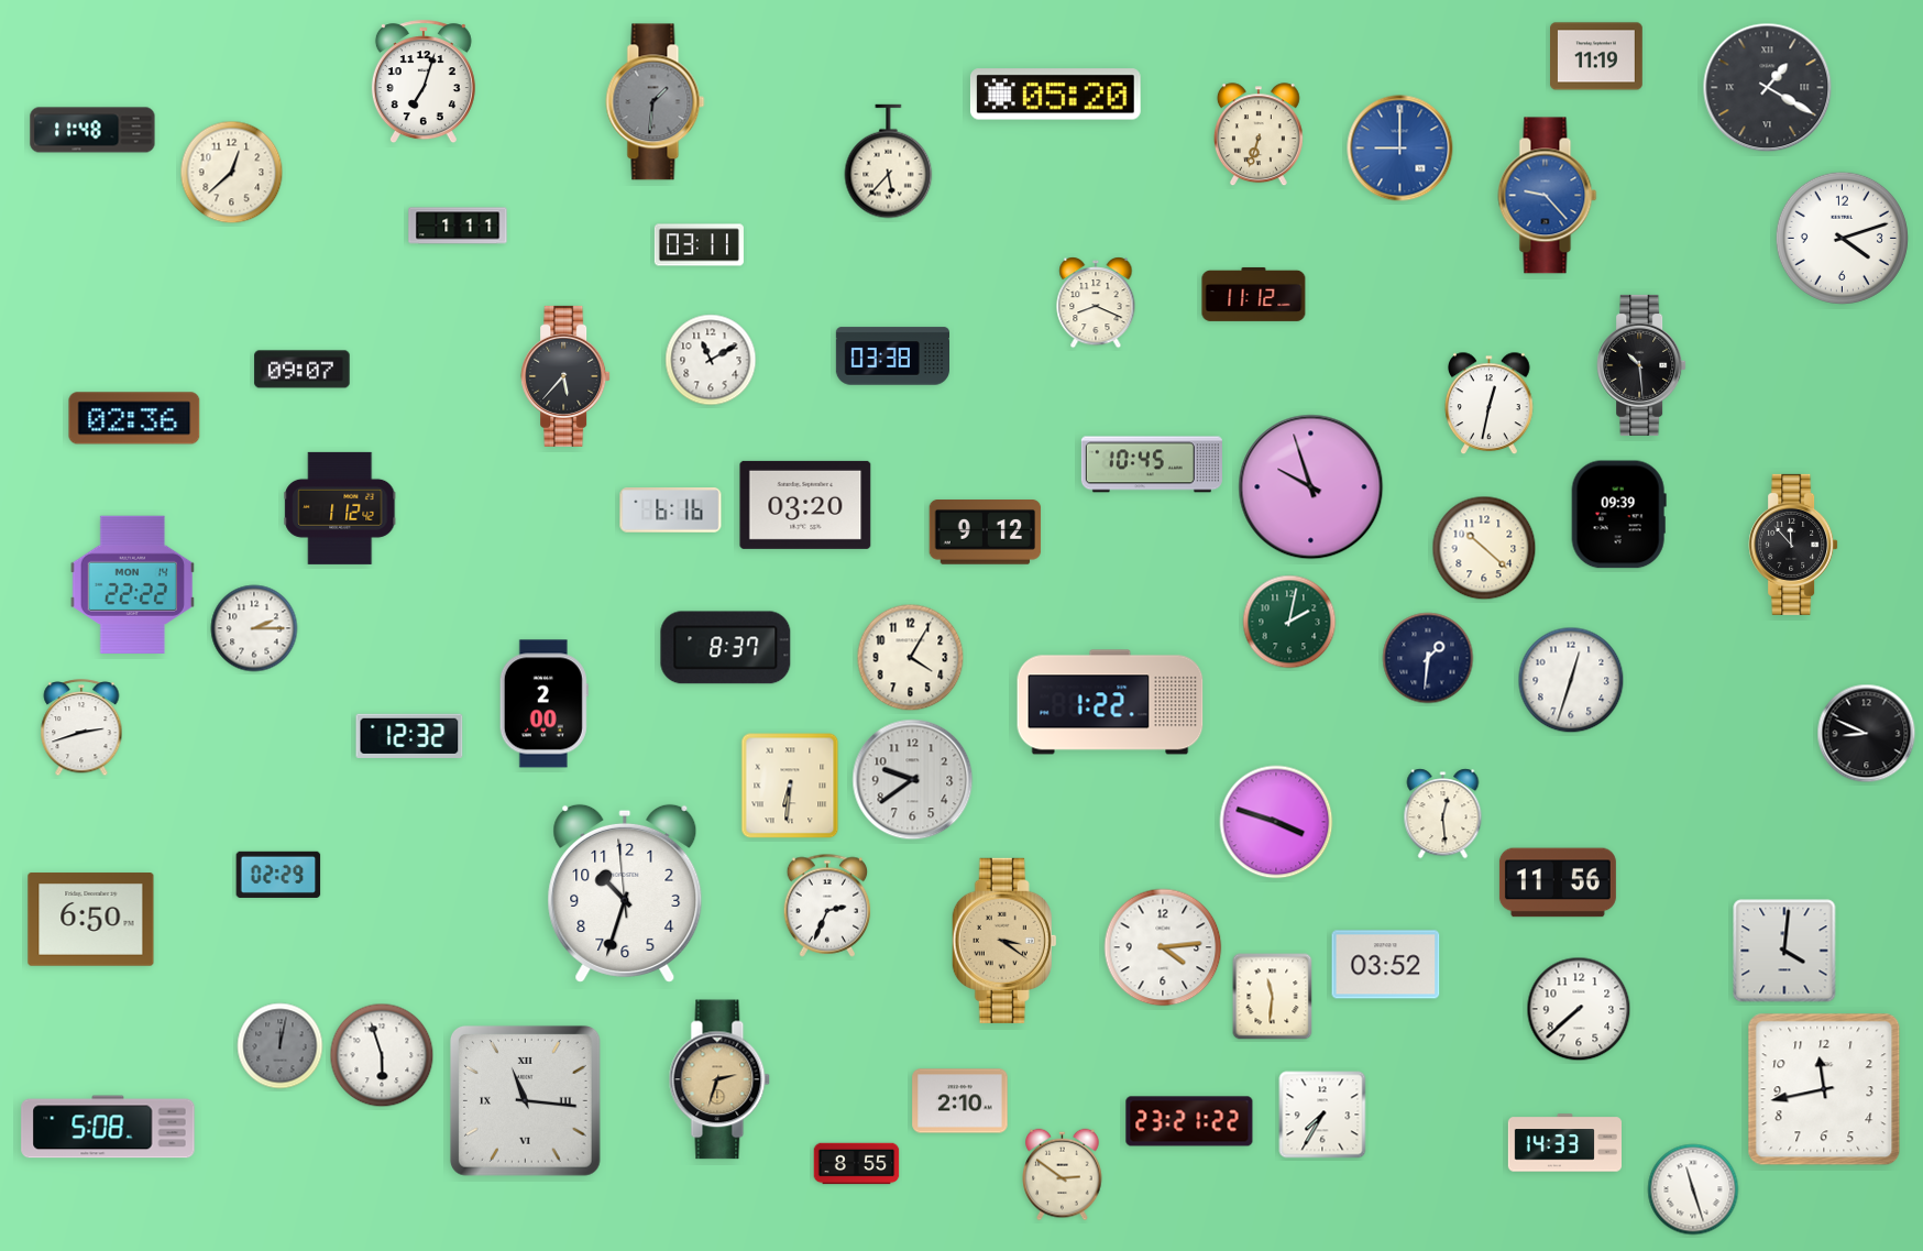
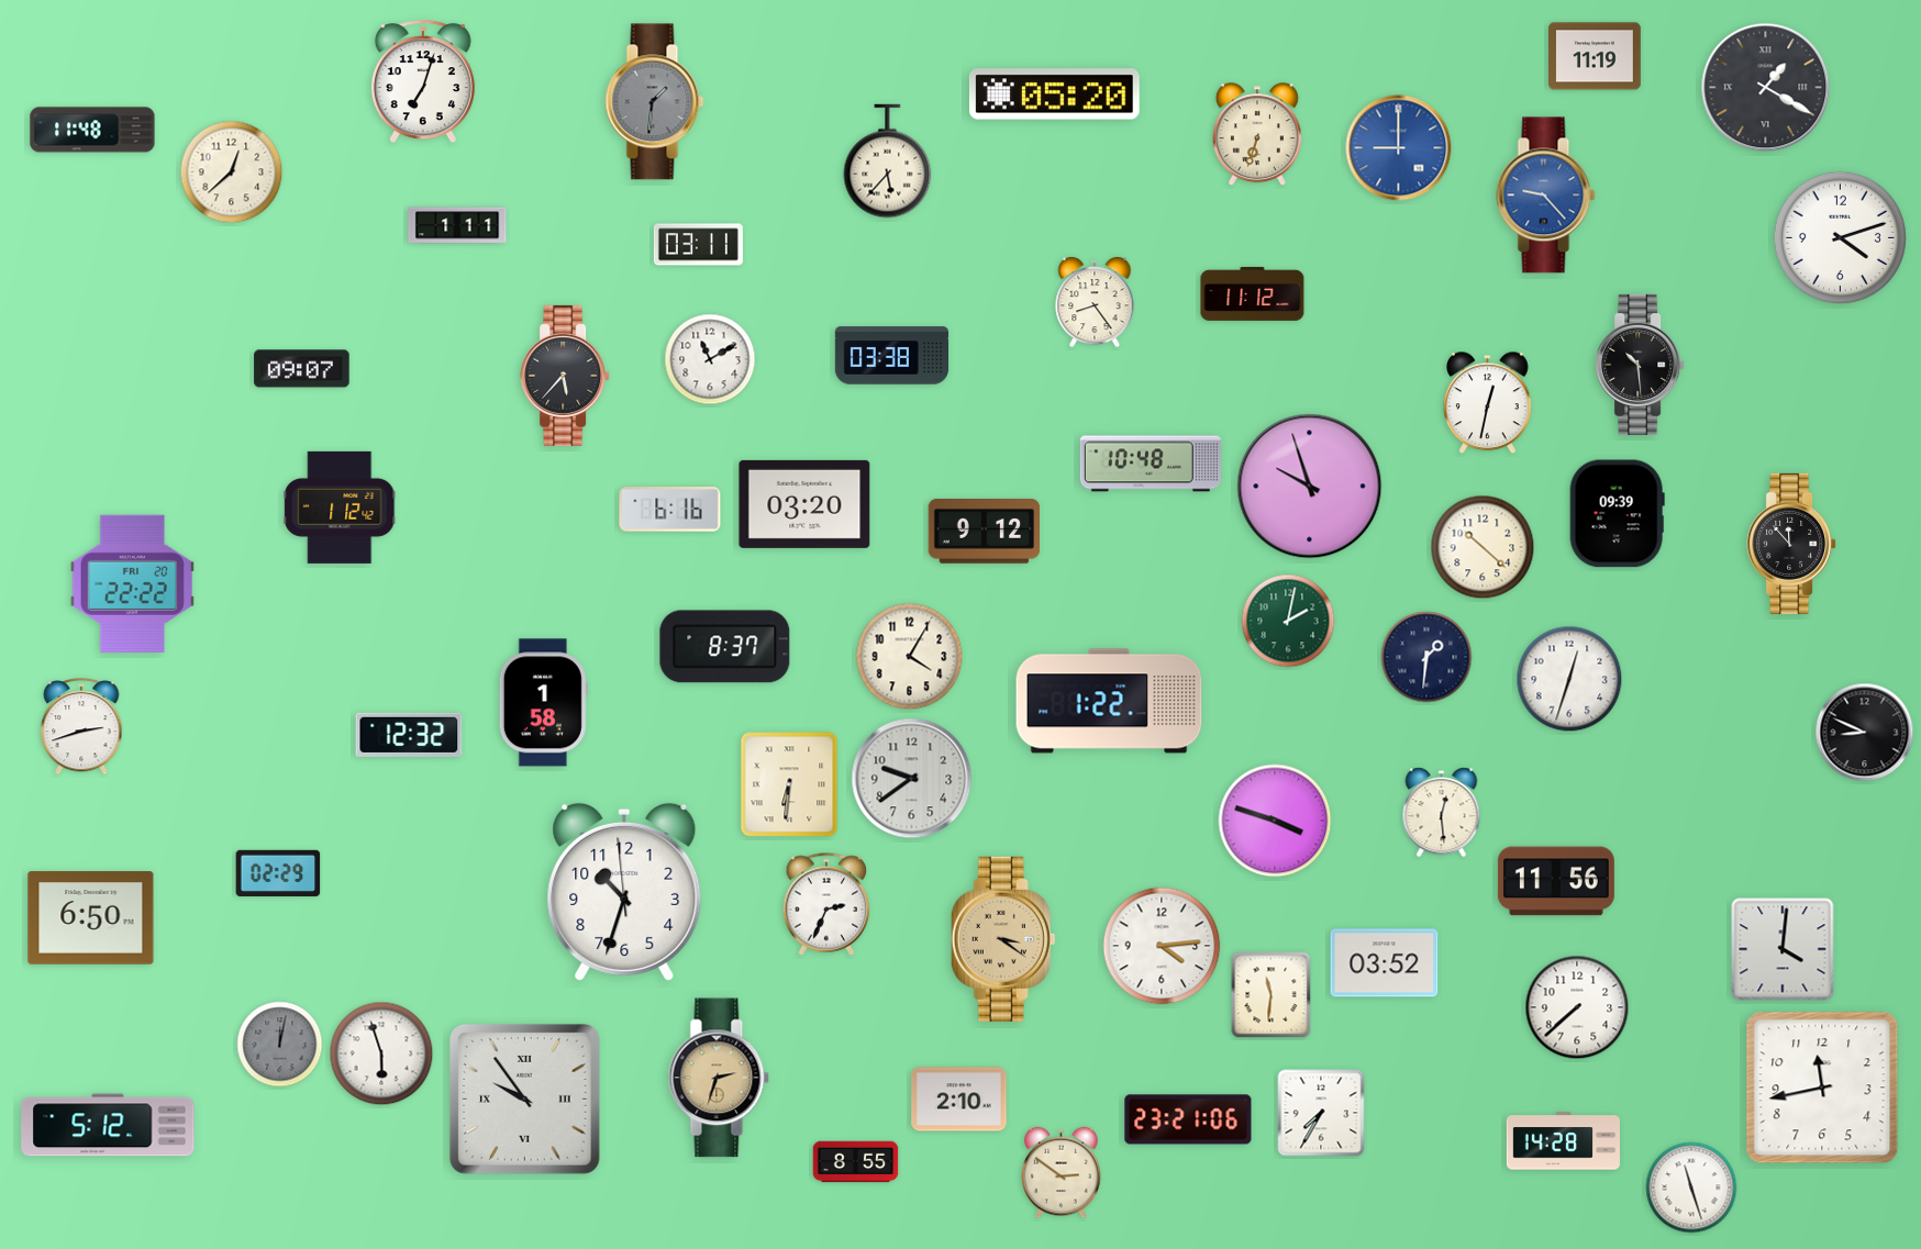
clock at (1096, 303): 8:19 -> 8:24
clock at (134, 418): 02:36 -> none
clock at (1152, 464): 10:45 -> 10:48
clock at (132, 584) date: MON 14 -> FRI 20
clock at (254, 628): 2:15 -> none
clock at (543, 704): 2:00 -> 1:58
clock at (525, 1100): 11:16 -> 9:54
clock at (1189, 1121): 23:21:22 -> 23:21:06
clock at (108, 1127): 5:08 -> 5:12
clock at (1564, 1143): 14:33 -> 14:28
